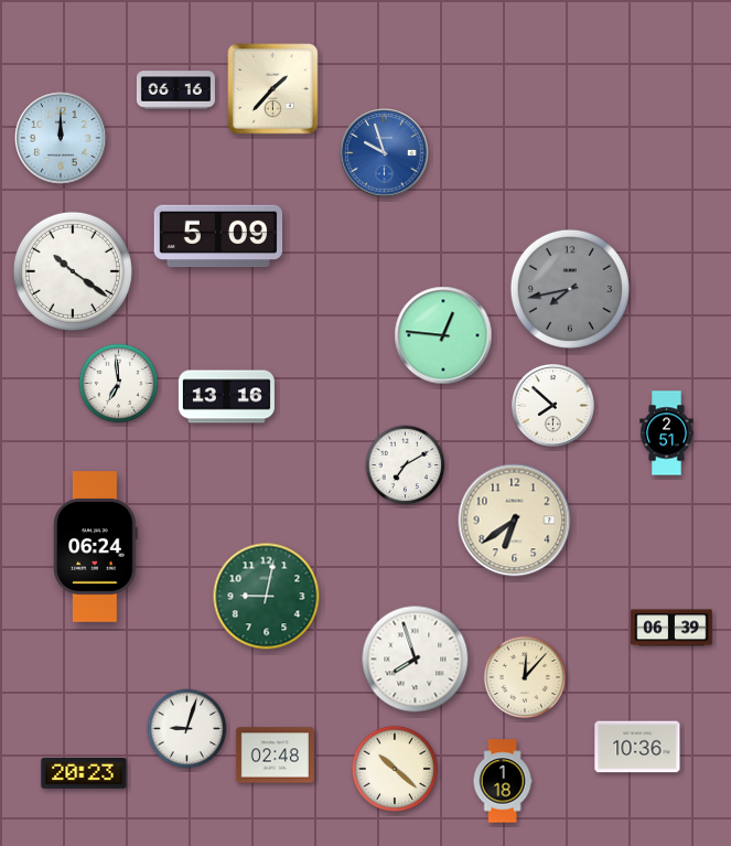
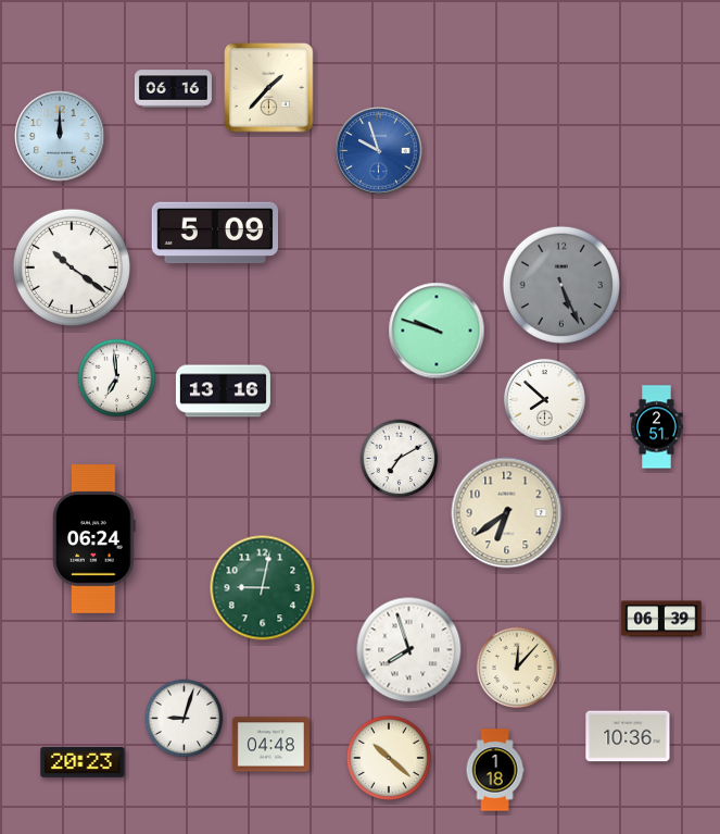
clock at (570, 289): 7:43 -> 5:26
clock at (443, 335): 12:46 -> 9:48
clock at (275, 756): 02:48 -> 04:48
